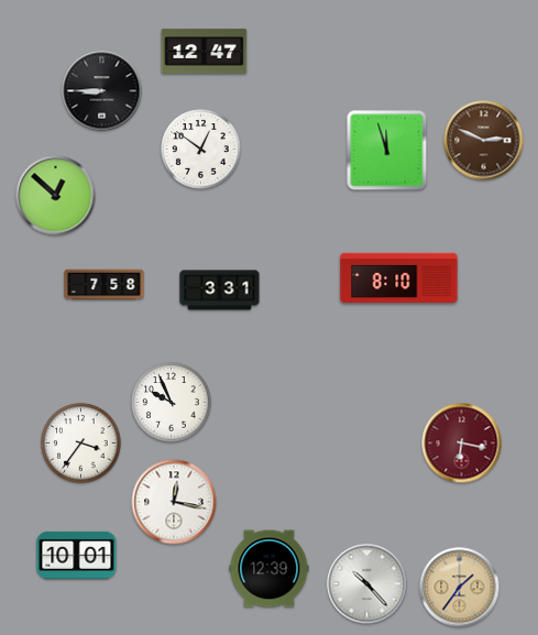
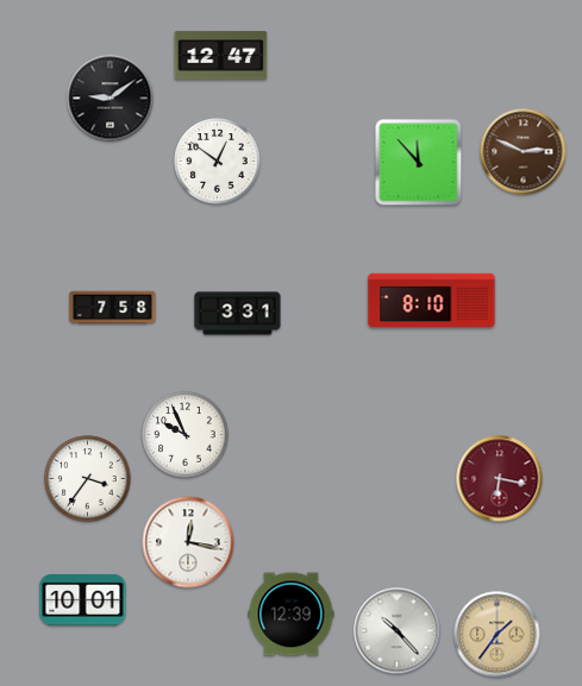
clock at (102, 91): 8:45 -> 9:09
clock at (387, 151): 11:57 -> 11:53
clock at (56, 196): 12:52 -> none
